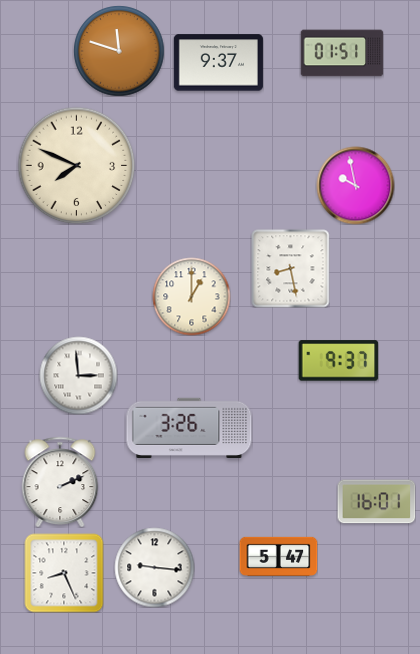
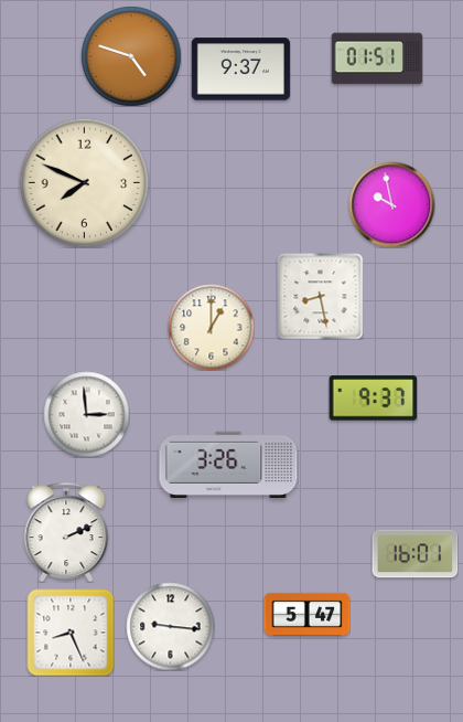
clock at (119, 51): 11:48 -> 4:48
clock at (189, 427) position: (189, 427) -> (228, 464)
